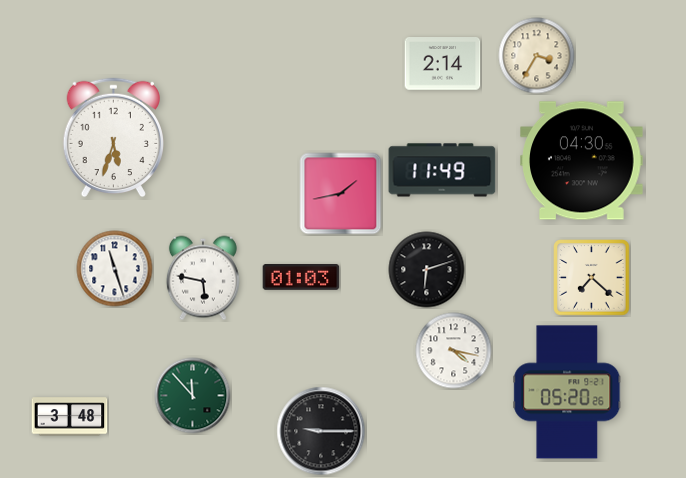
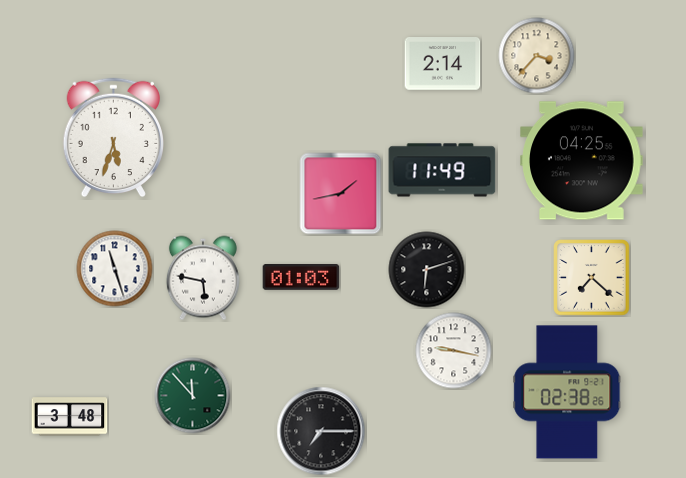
clock at (537, 56): 3:35 -> 3:37
clock at (582, 161): 04:30 -> 04:25
clock at (454, 351): 4:17 -> 9:17
clock at (567, 392): 05:20 -> 02:38
clock at (321, 431): 9:15 -> 7:15
